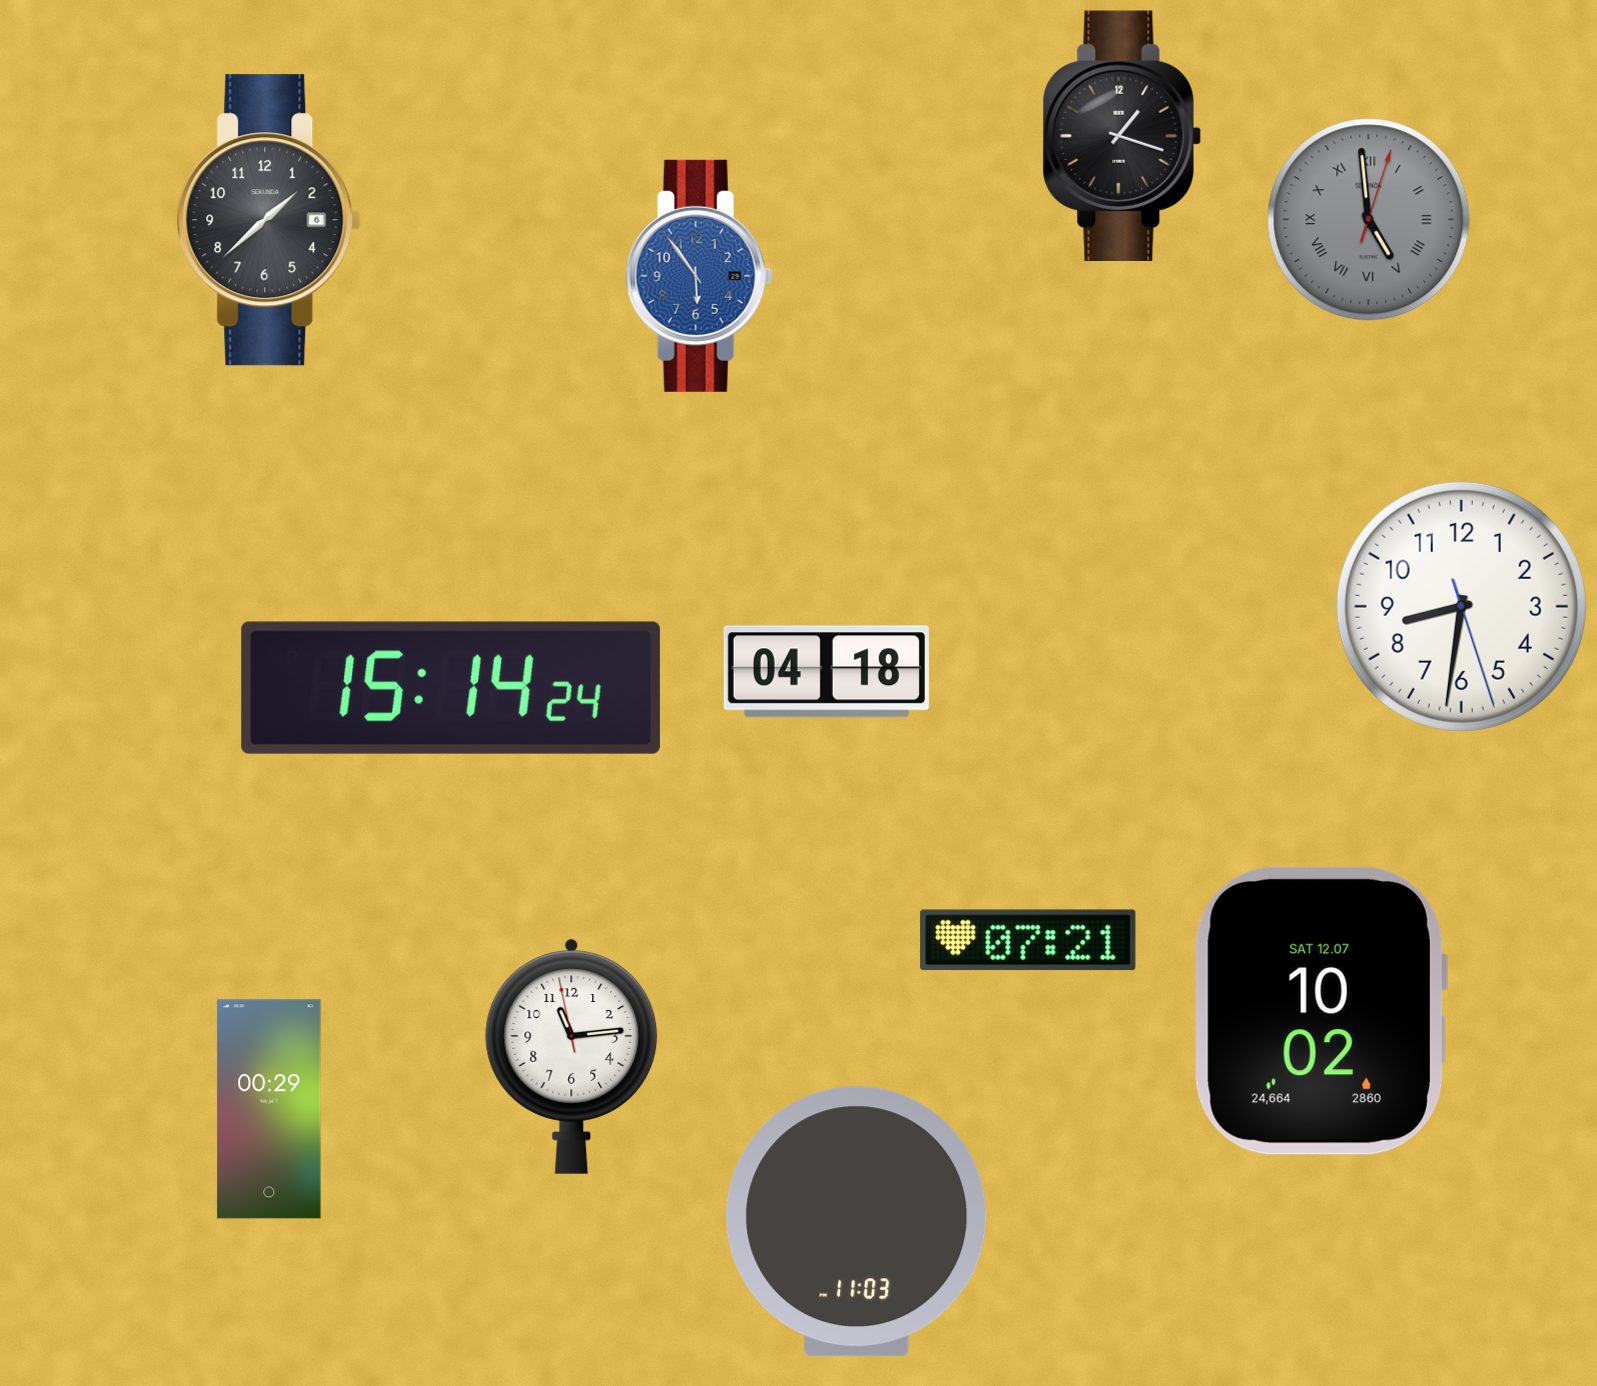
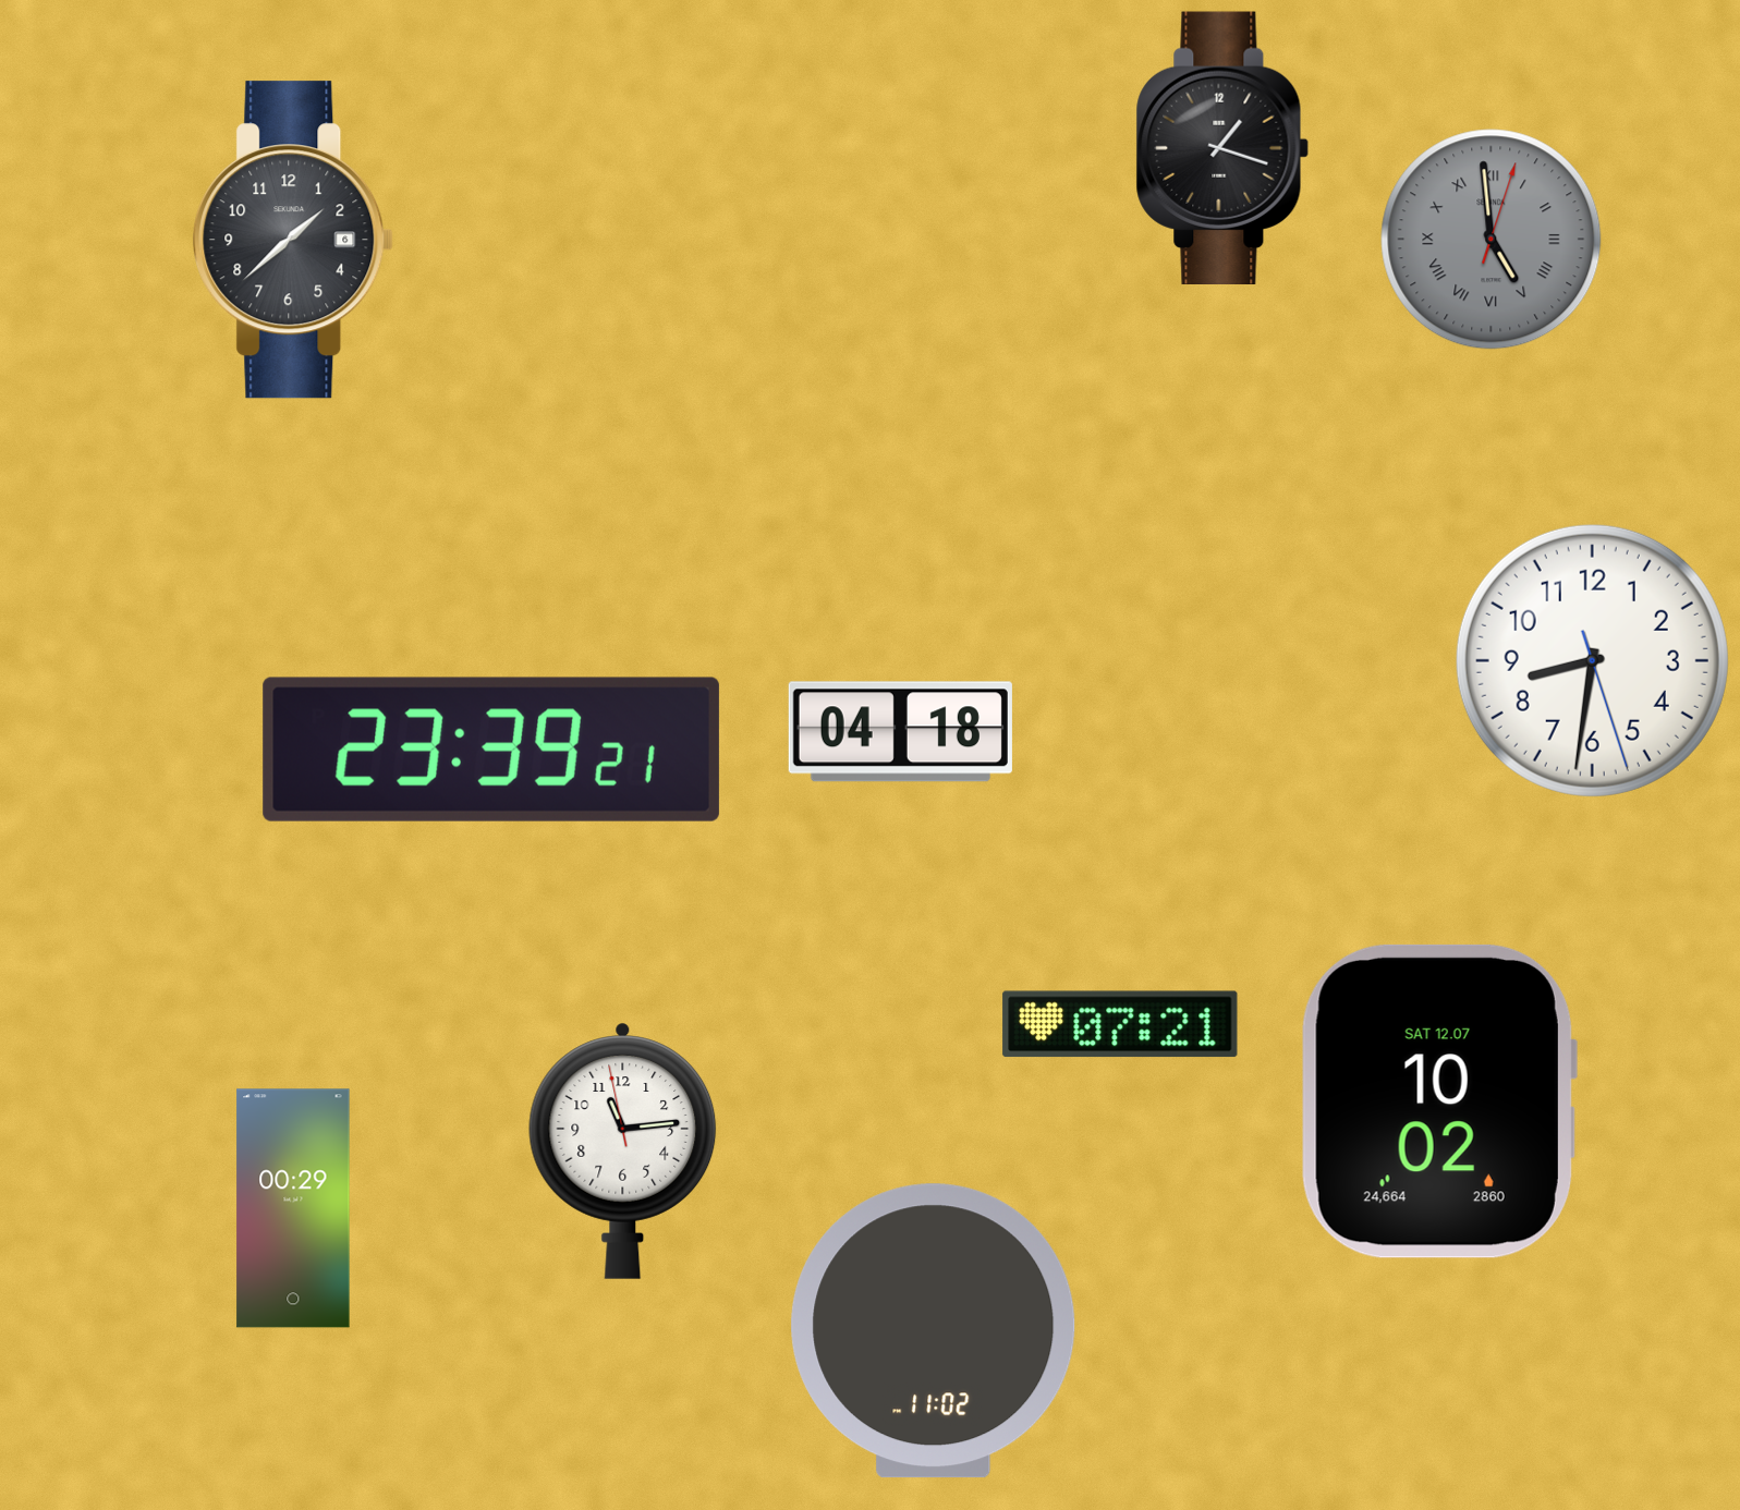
clock at (699, 276): 5:54 -> none
clock at (451, 688): 15:14 -> 23:39
clock at (857, 1222): 11:03 -> 11:02
